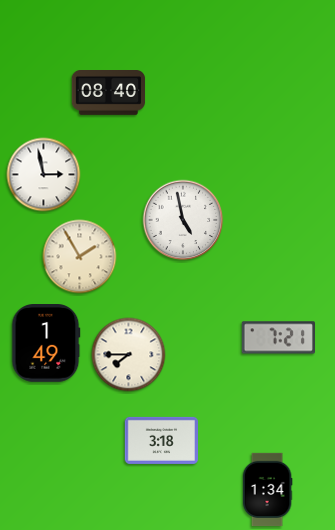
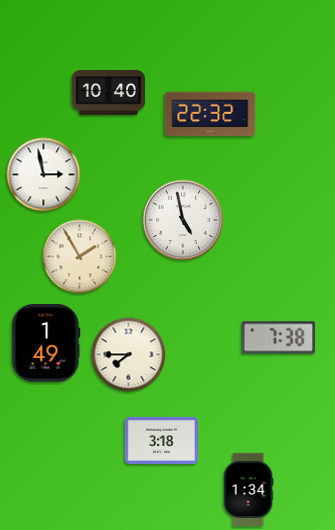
clock at (109, 93): 08:40 -> 10:40
clock at (210, 114): none -> 22:32
clock at (278, 338): 7:21 -> 7:38
clock at (267, 490) position: (267, 490) -> (248, 490)
